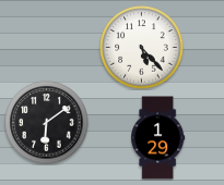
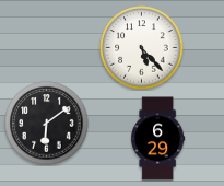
clock at (158, 138): 1:29 -> 6:29
